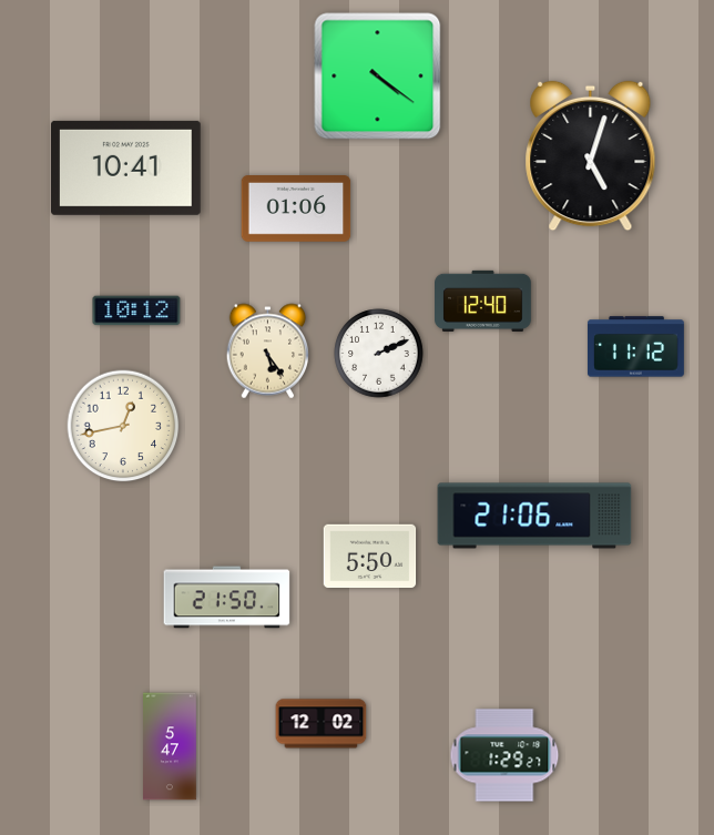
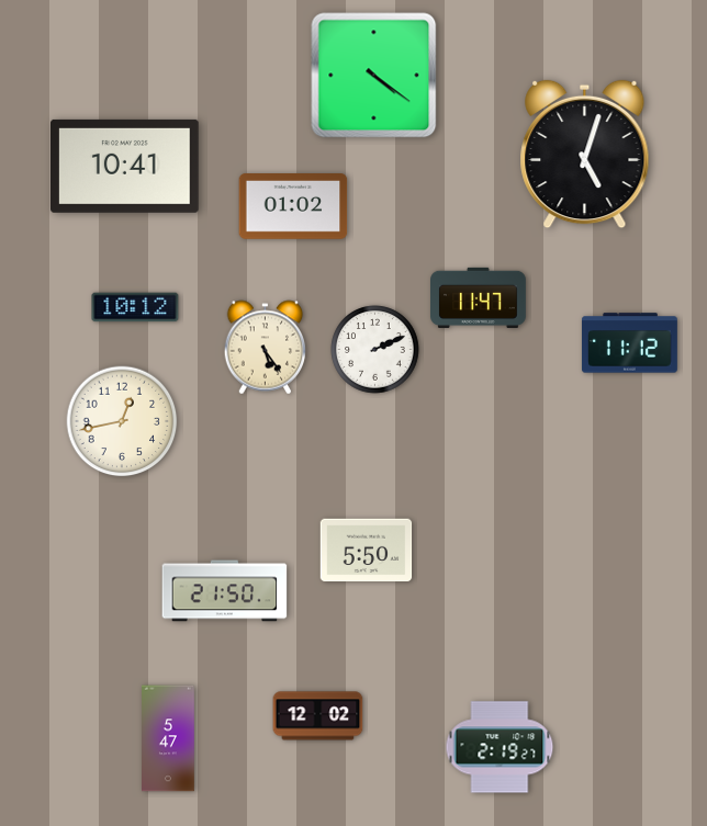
clock at (296, 210): 01:06 -> 01:02
clock at (483, 301): 12:40 -> 11:47
clock at (534, 516): 21:06 -> none
clock at (504, 755): 1:29 -> 2:19
